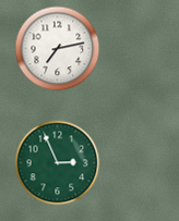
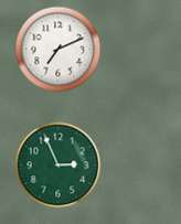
clock at (57, 48): 7:13 -> 7:11
